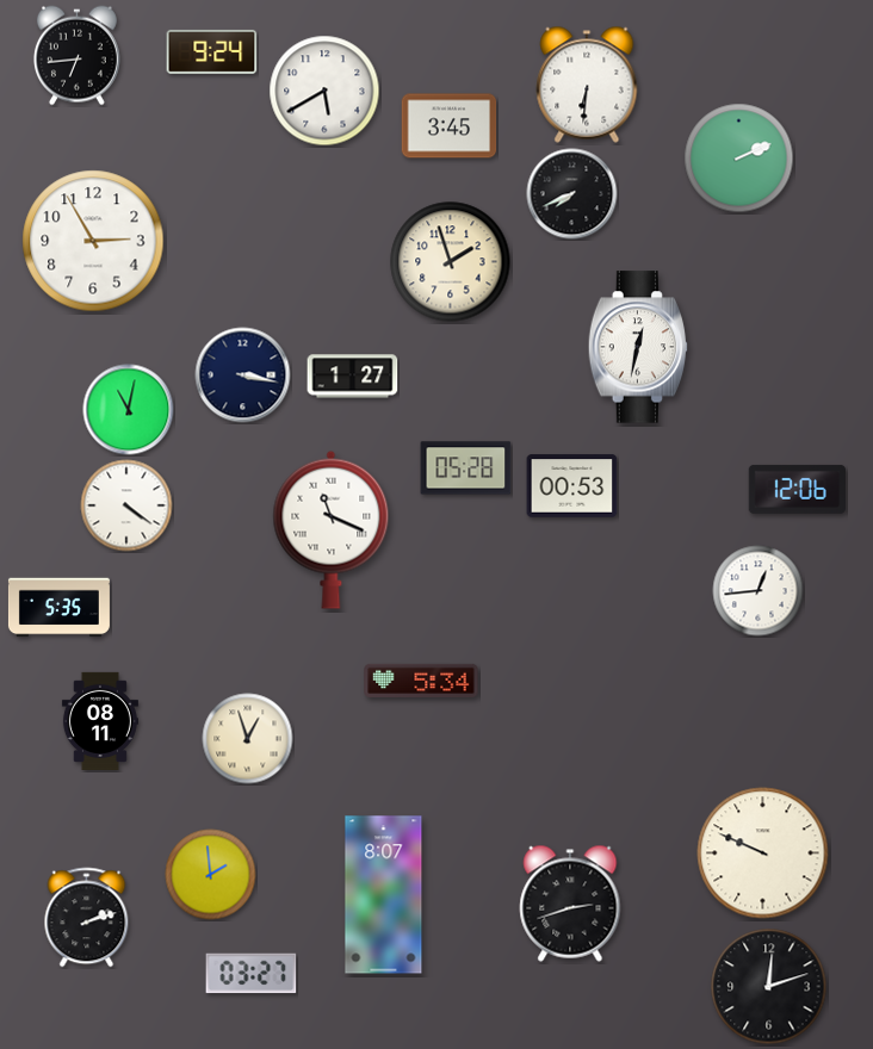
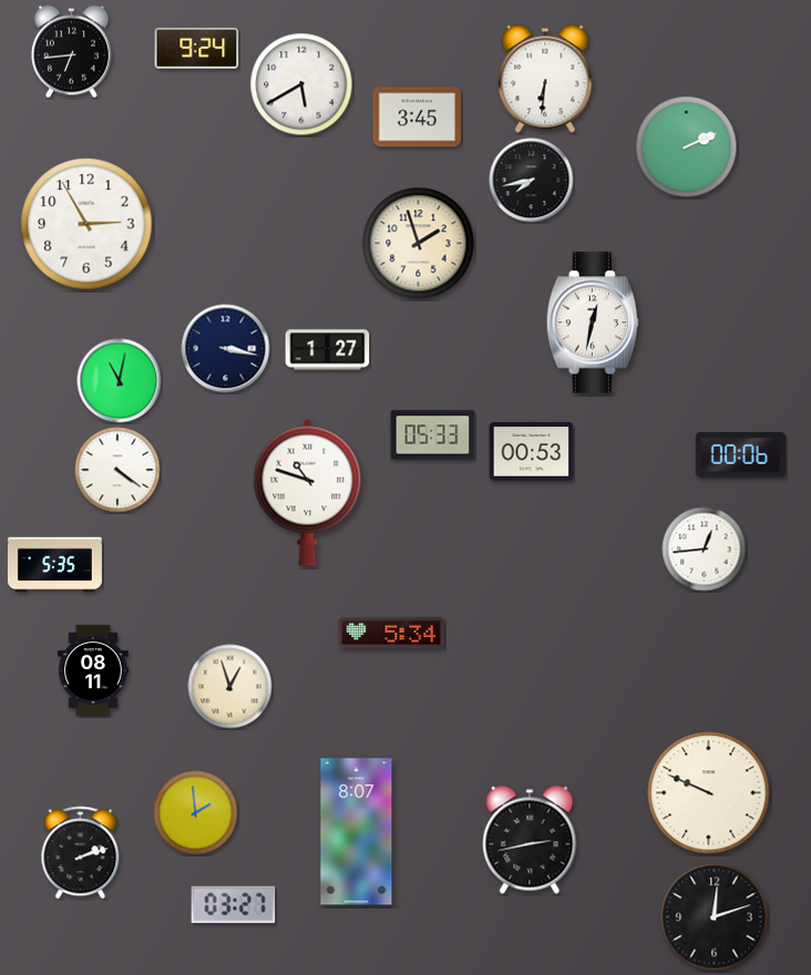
clock at (572, 194): 7:41 -> 7:43
clock at (466, 468): 05:28 -> 05:33
clock at (797, 489): 12:06 -> 00:06
clock at (332, 529): 11:19 -> 10:48
clock at (570, 904): 2:42 -> 2:43
